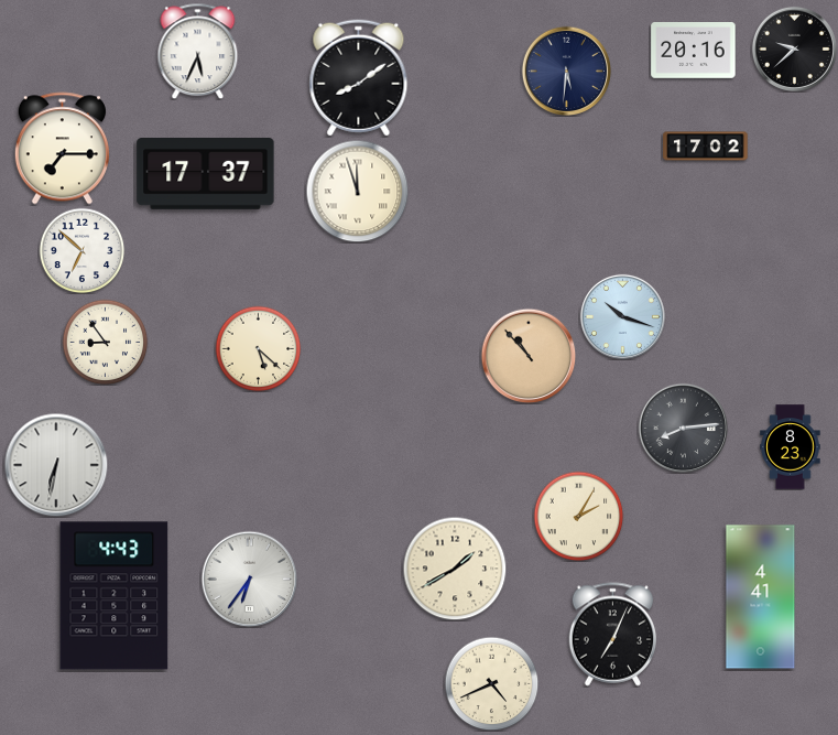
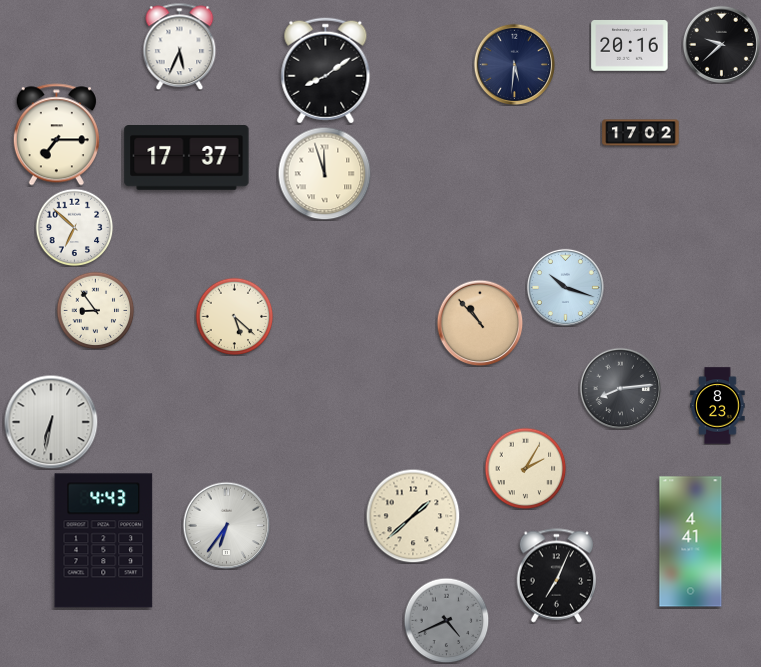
clock at (455, 569): 1:40 -> 1:38
clock at (491, 683) dial: cream -> grey
